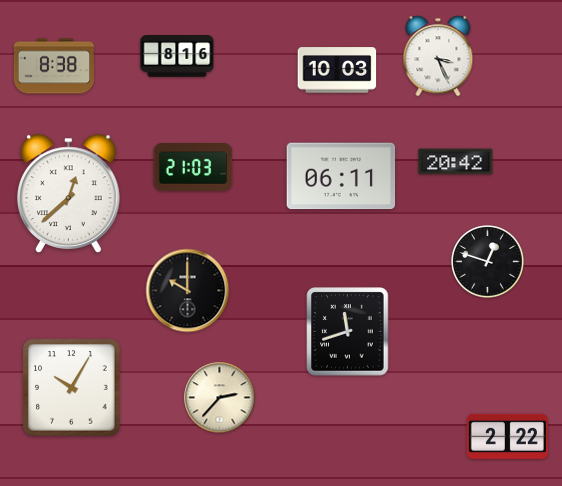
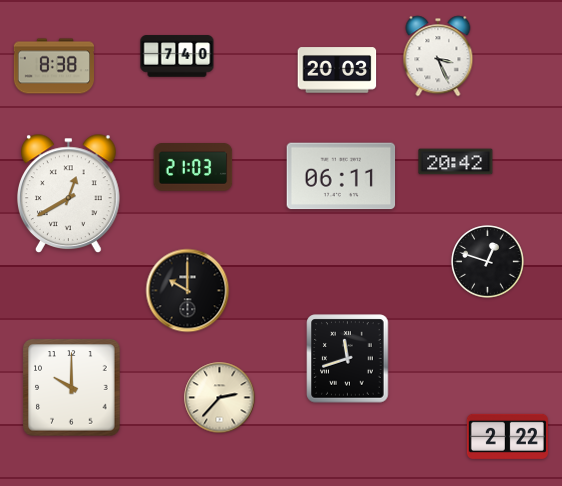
clock at (177, 56): 8:16 -> 7:40
clock at (337, 70): 10:03 -> 20:03
clock at (69, 193): 12:38 -> 12:40
clock at (348, 332) position: (348, 332) -> (348, 359)
clock at (72, 388): 10:05 -> 10:00
